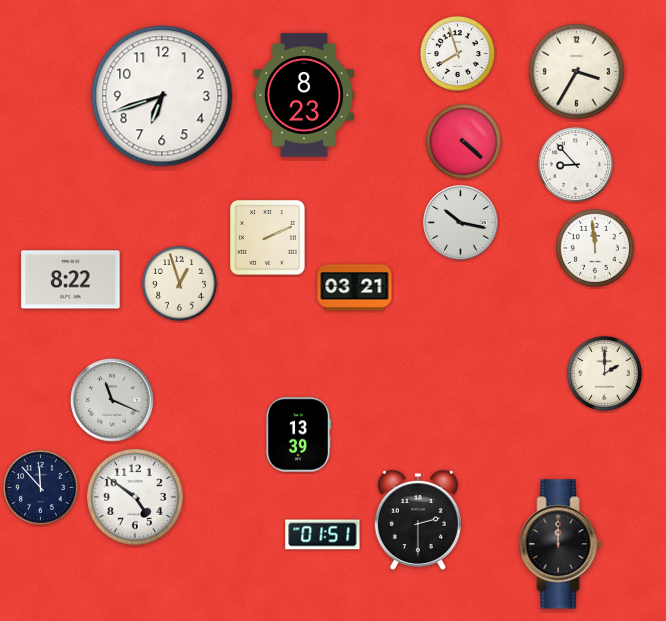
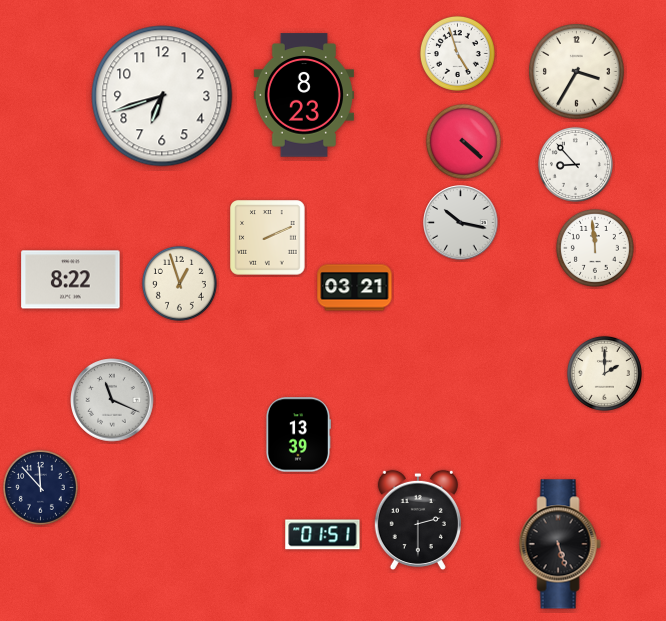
clock at (457, 53): 7:57 -> 4:57
clock at (135, 497): 4:51 -> none
clock at (560, 544): 12:00 -> 5:27
